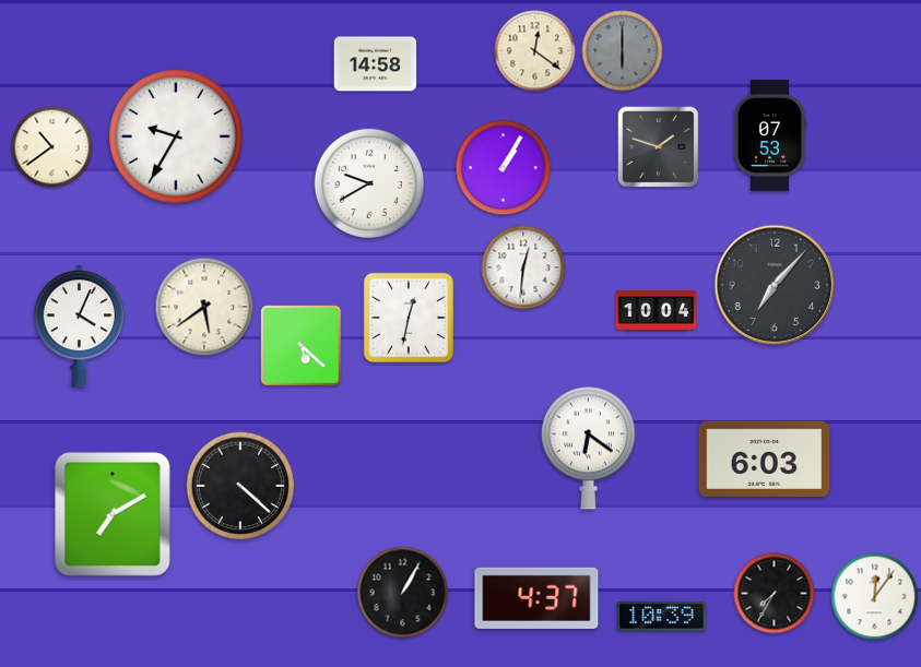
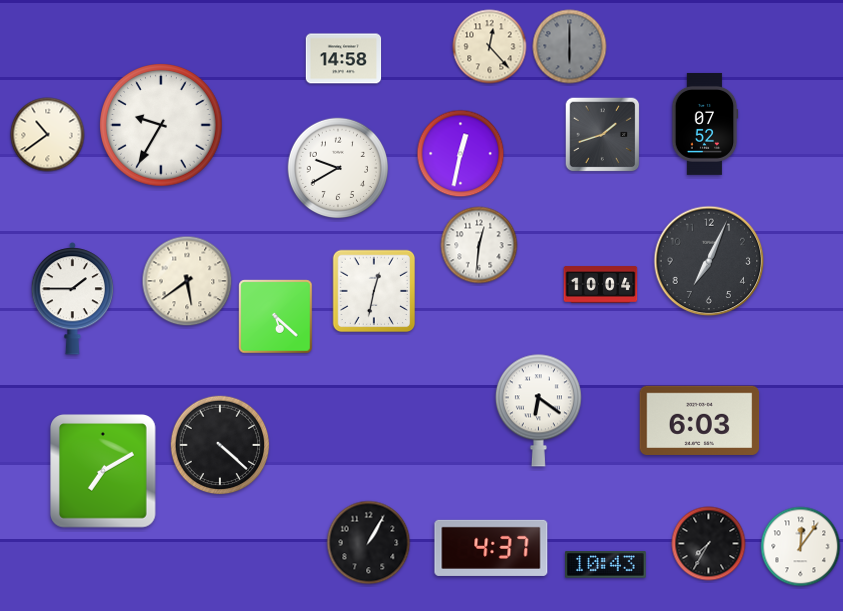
clock at (535, 51): 12:21 -> 12:23
clock at (770, 135): 07:53 -> 07:52
clock at (659, 147): 1:48 -> 1:42
clock at (504, 168): 1:05 -> 12:32
clock at (775, 285): 7:07 -> 7:04
clock at (79, 326): 4:04 -> 1:45
clock at (662, 617): 10:39 -> 10:43
